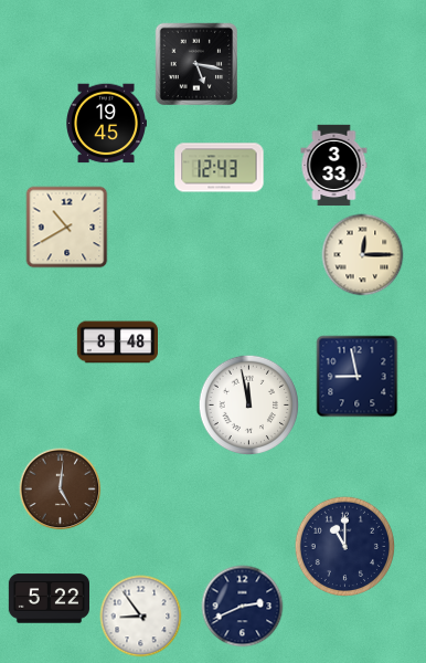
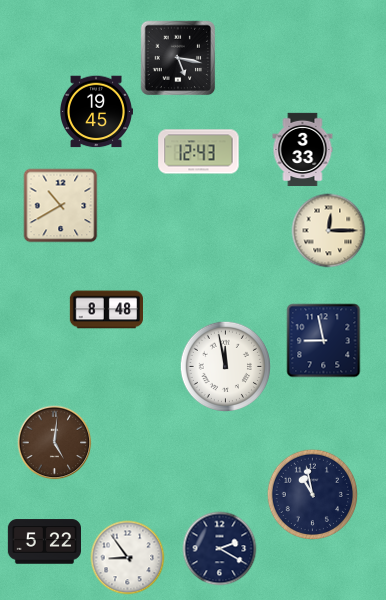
clock at (344, 546): 11:00 -> 10:58
clock at (243, 607): 2:41 -> 2:20
